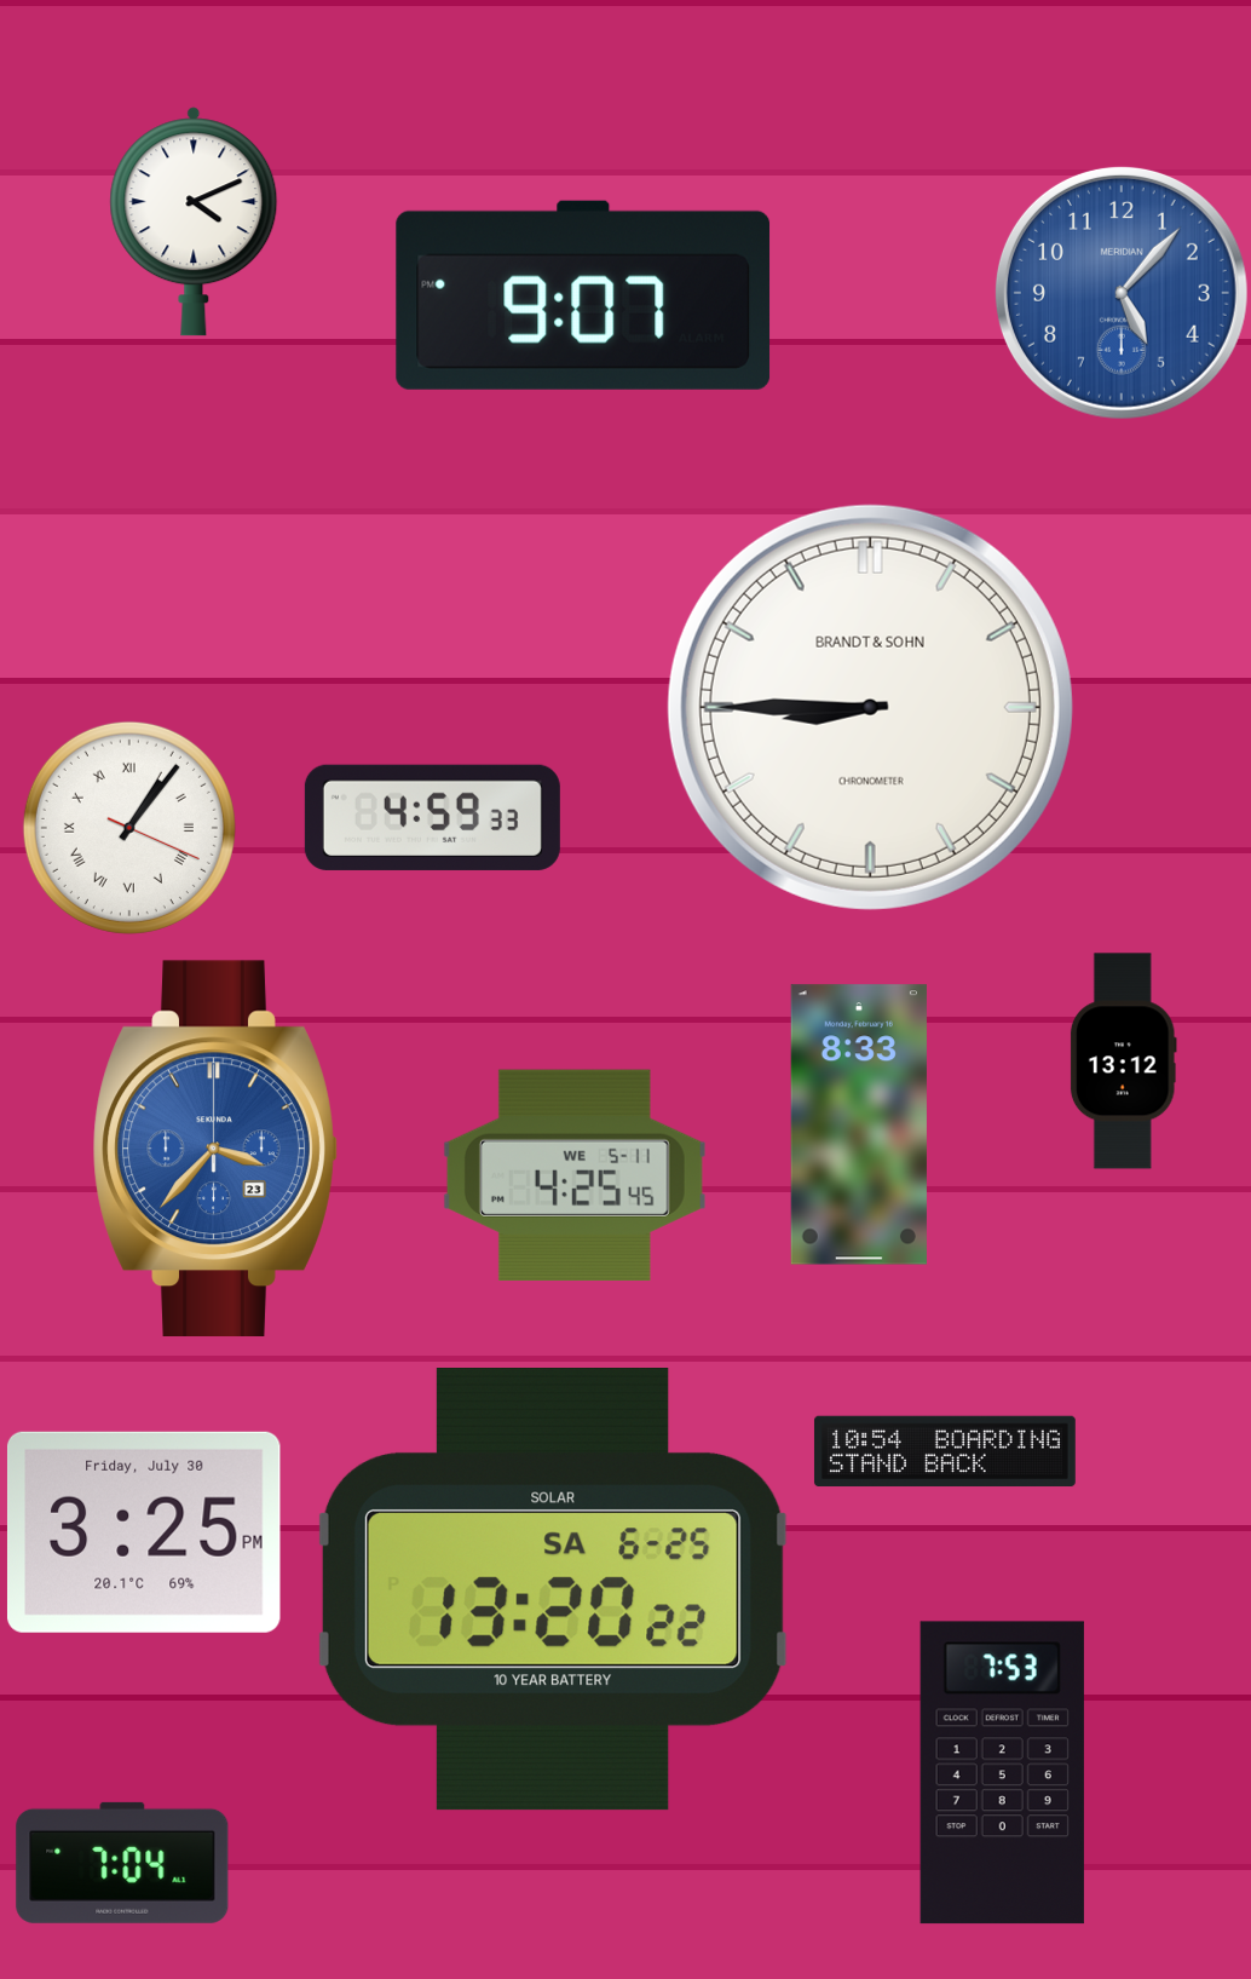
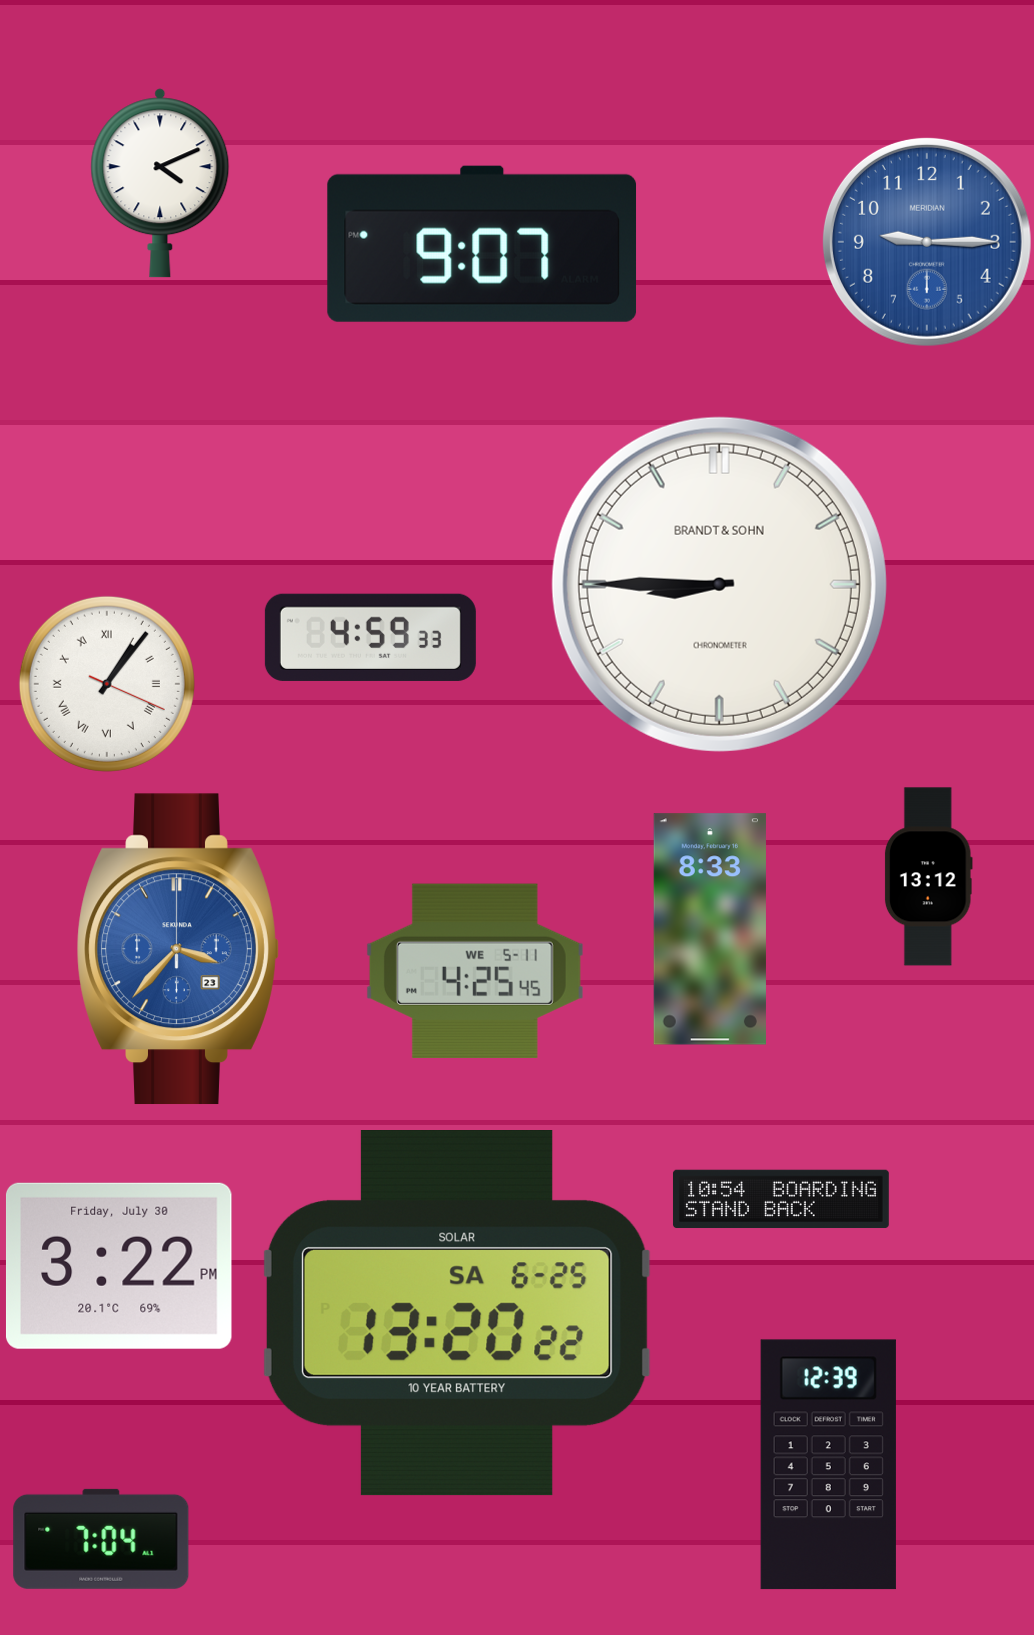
clock at (1122, 293): 5:07 -> 9:15
clock at (432, 817) position: (432, 817) -> (370, 637)
clock at (144, 1532): 3:25 -> 3:22
clock at (1002, 1773): 7:53 -> 12:39
